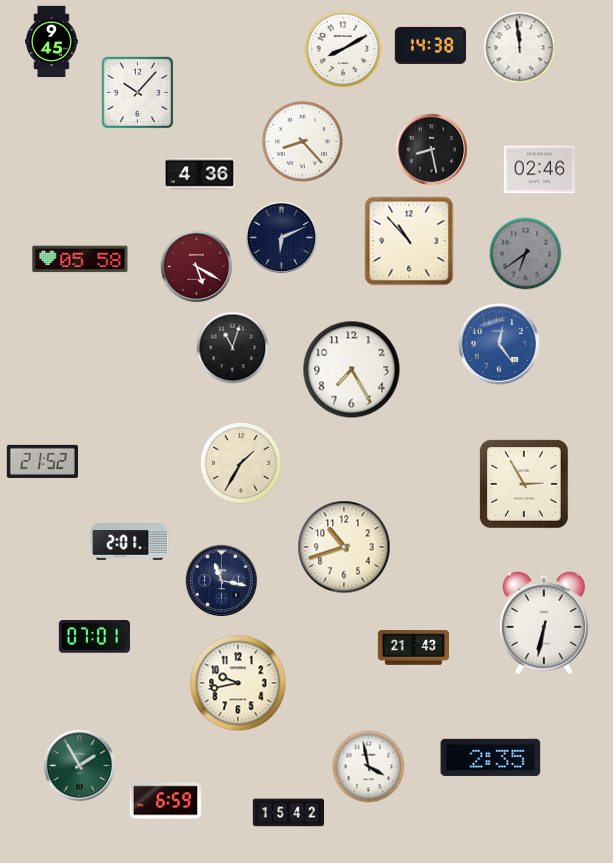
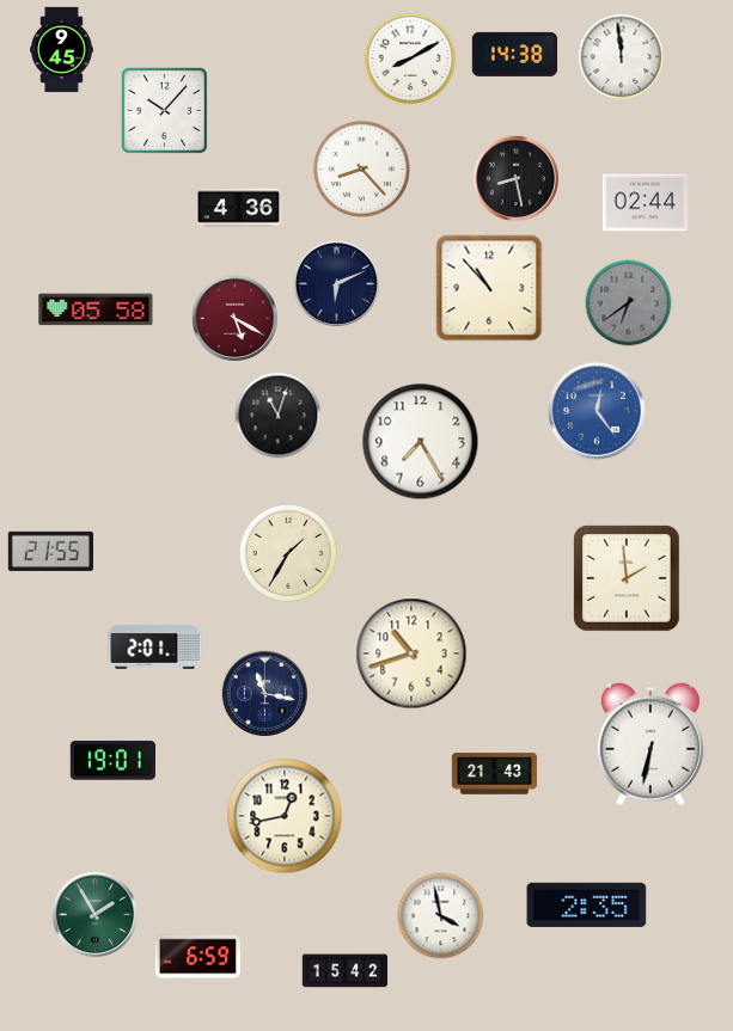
clock at (539, 170): 02:46 -> 02:44
clock at (42, 461): 21:52 -> 21:55
clock at (524, 484): 2:55 -> 1:59
clock at (94, 637): 07:01 -> 19:01
clock at (238, 683): 9:43 -> 12:43
